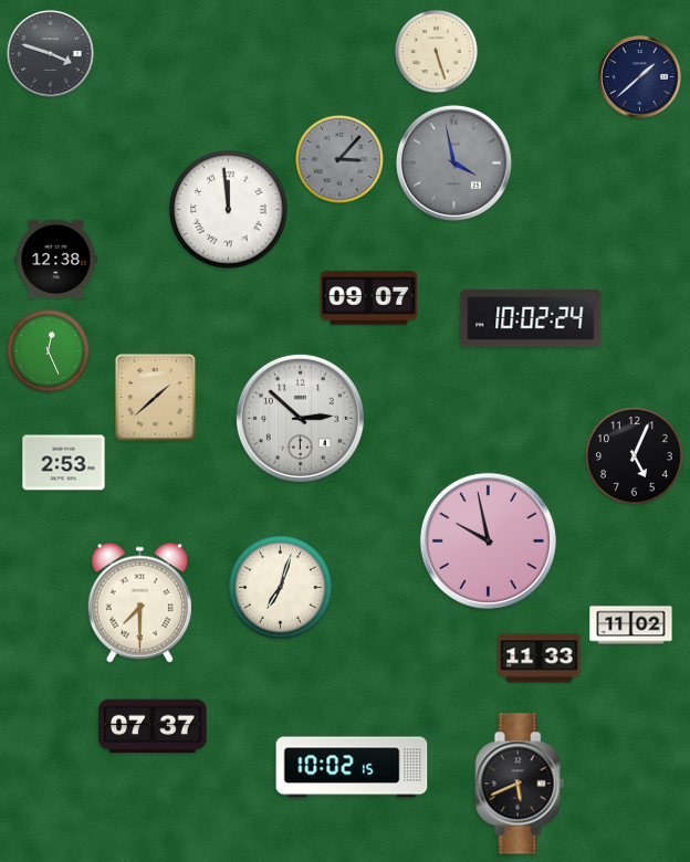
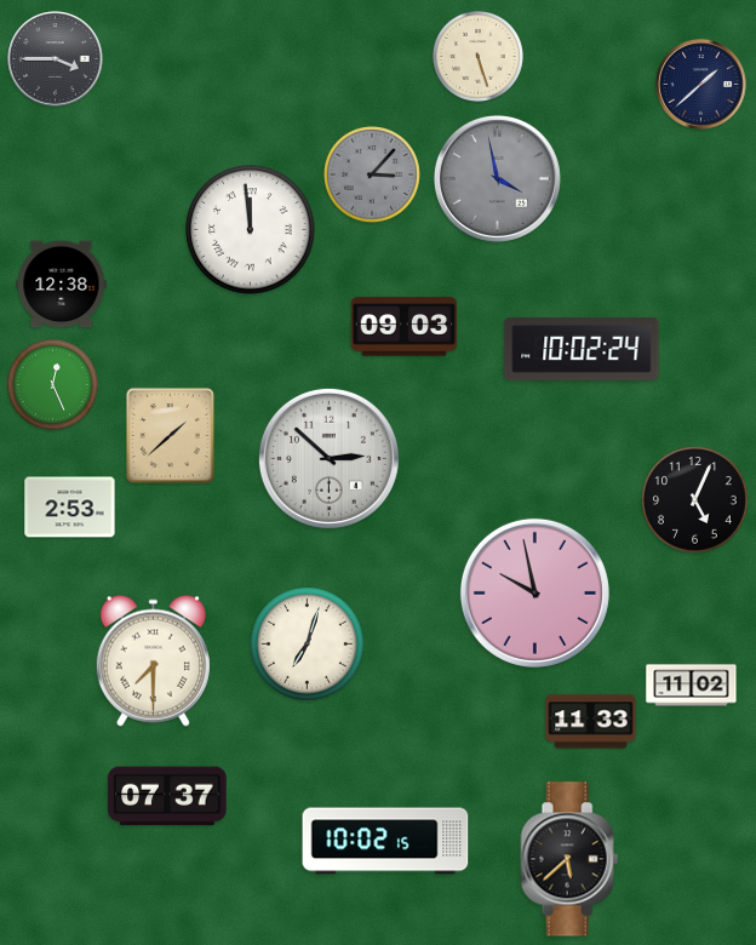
clock at (51, 54): 3:48 -> 3:45
clock at (369, 298): 09:07 -> 09:03
clock at (520, 784): 5:41 -> 5:38
